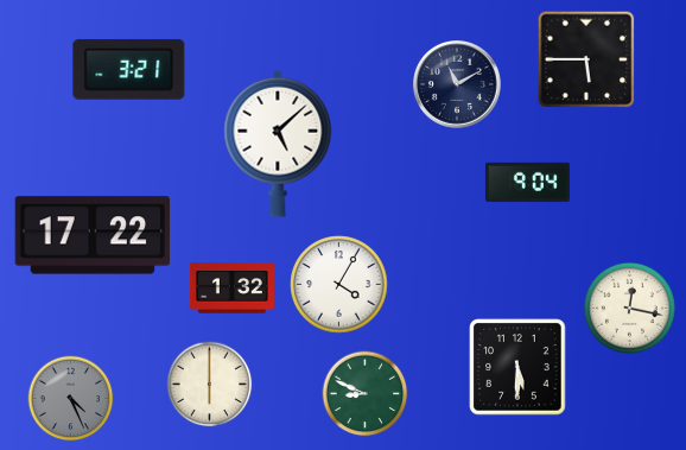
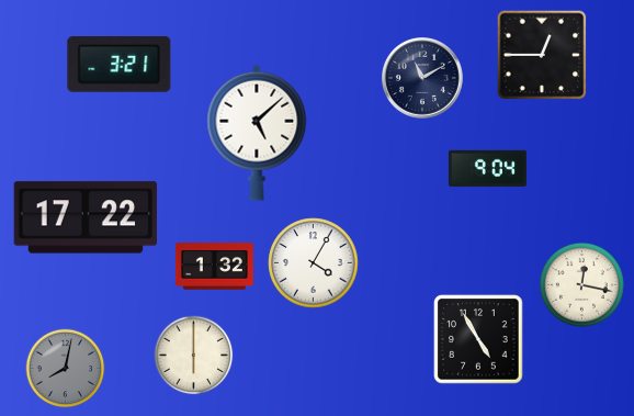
clock at (586, 59): 5:45 -> 12:45
clock at (517, 367): 5:30 -> 4:55
clock at (366, 394): 8:49 -> none
clock at (71, 399): 4:26 -> 8:02
